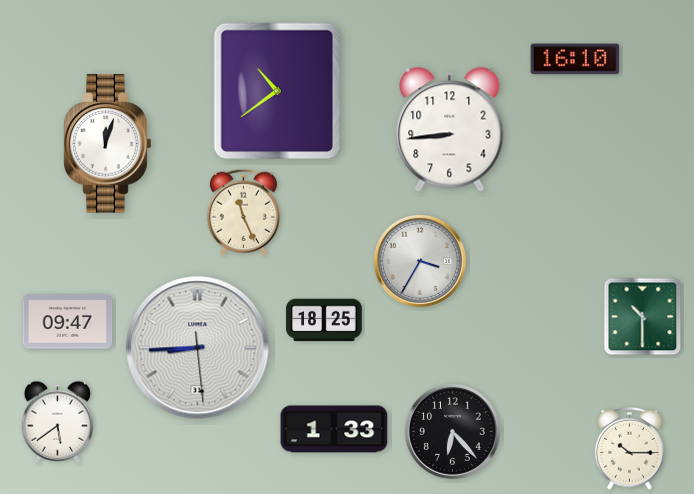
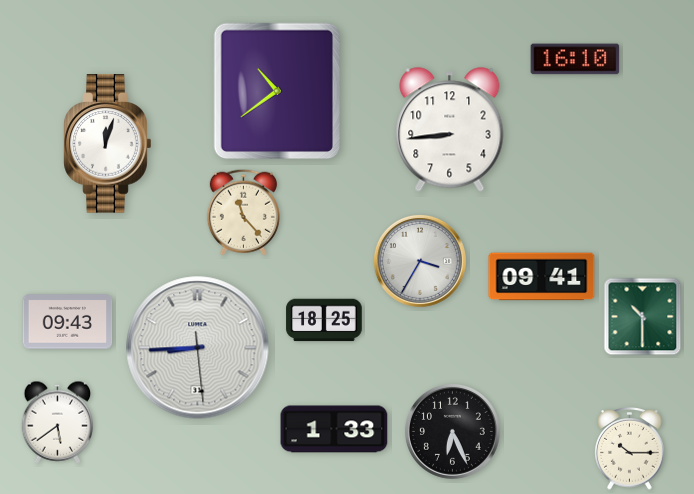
clock at (243, 212): 11:26 -> 11:23
clock at (542, 277): none -> 09:41
clock at (68, 322): 09:47 -> 09:43
clock at (452, 431): 6:23 -> 6:26
